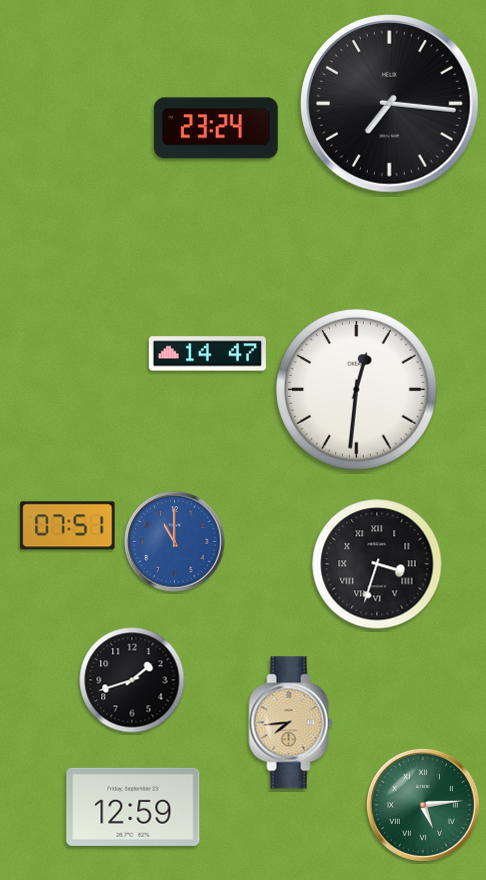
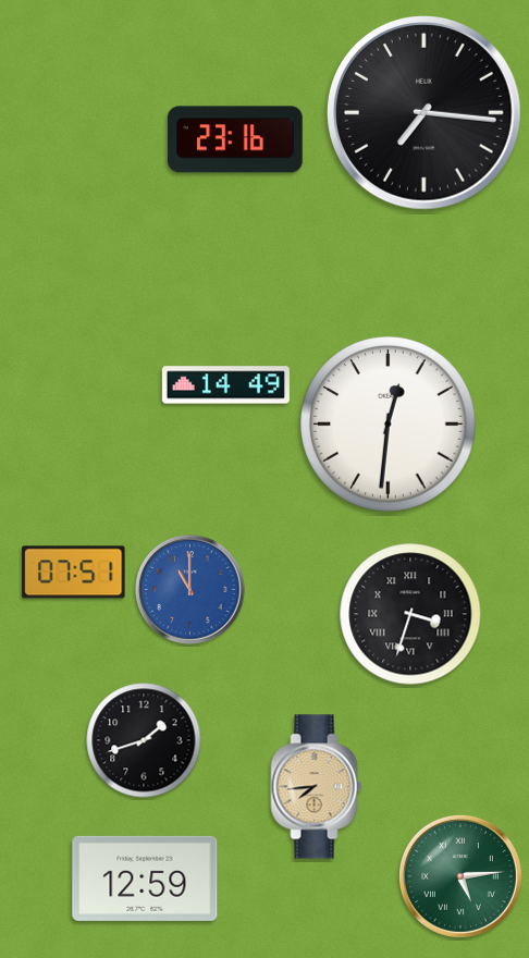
clock at (217, 128): 23:24 -> 23:16
clock at (207, 354): 14:47 -> 14:49
